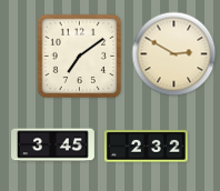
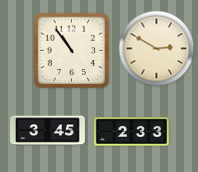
clock at (80, 57): 7:09 -> 10:54
clock at (146, 147): 2:32 -> 2:33
